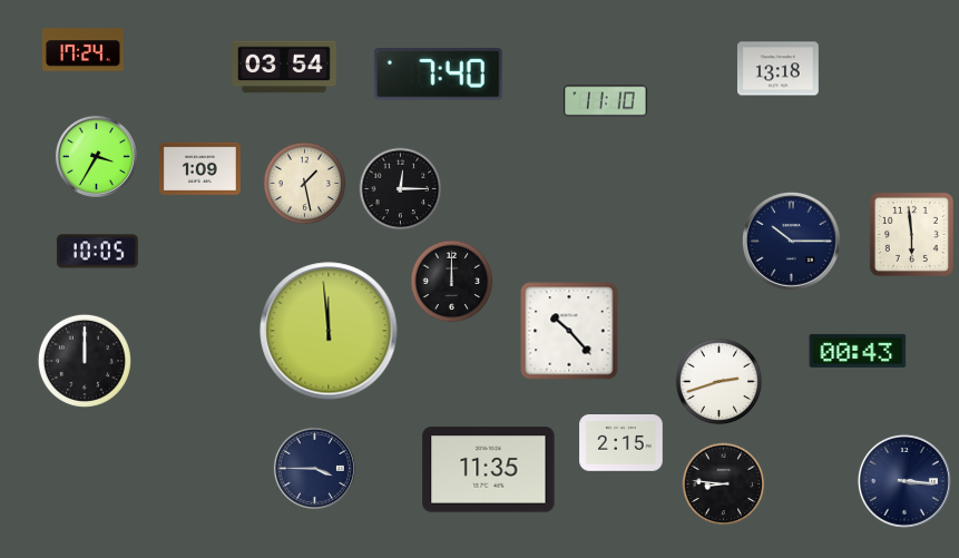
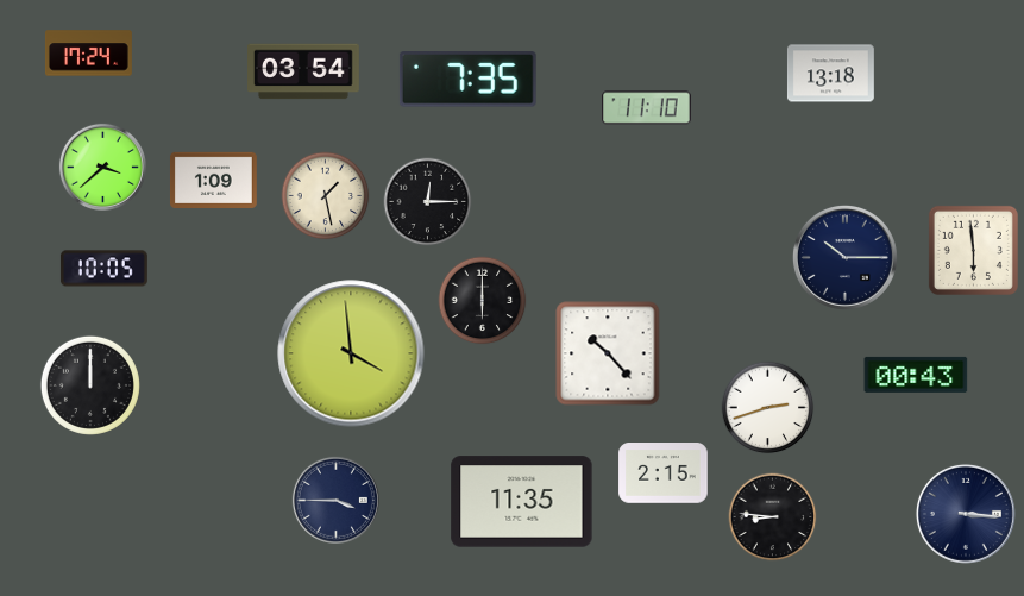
clock at (438, 75): 7:40 -> 7:35
clock at (96, 156): 3:35 -> 3:38
clock at (452, 282): 12:00 -> 6:00
clock at (329, 331): 11:59 -> 3:59
